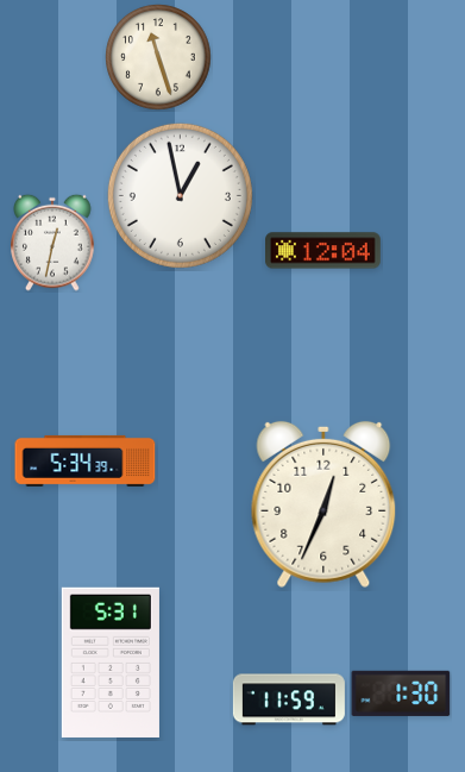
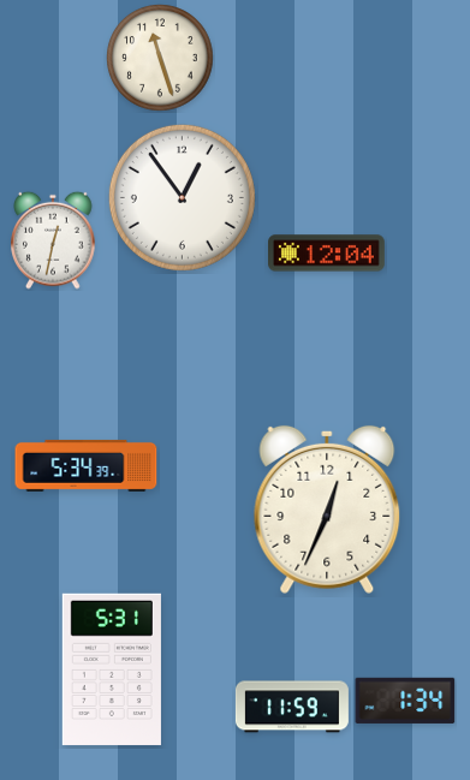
clock at (180, 195): 12:58 -> 12:54
clock at (52, 243) position: (52, 243) -> (53, 240)
clock at (401, 693): 1:30 -> 1:34
